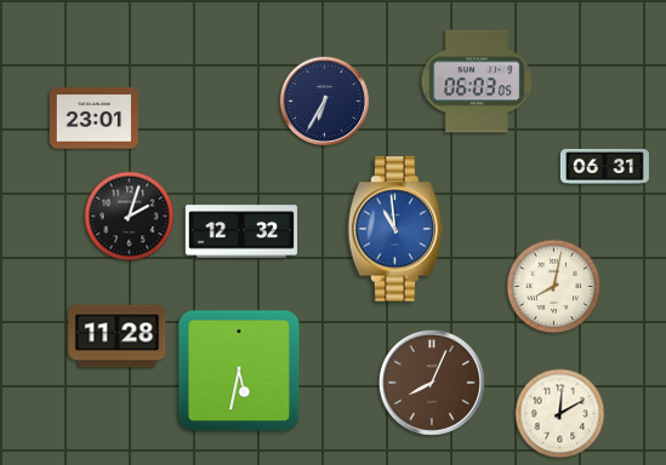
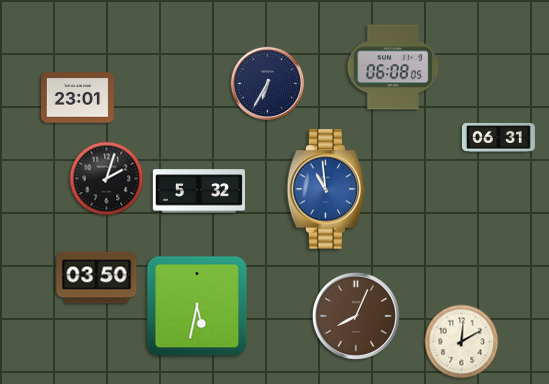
clock at (477, 81): 06:03 -> 06:08
clock at (241, 231): 12:32 -> 5:32
clock at (554, 287): 8:02 -> none
clock at (118, 337): 11:28 -> 03:50
